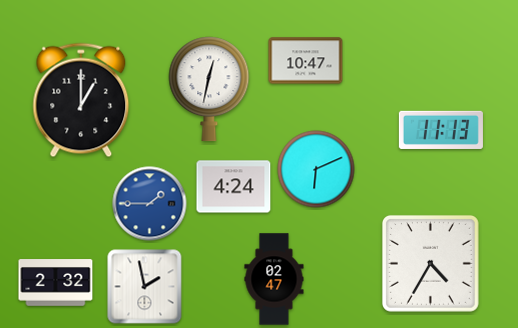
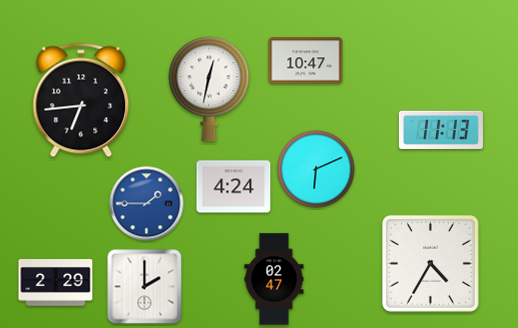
clock at (81, 100): 1:00 -> 6:44
clock at (150, 204) position: (150, 204) -> (147, 204)
clock at (56, 283): 2:32 -> 2:29
clock at (145, 287): 1:58 -> 2:00
